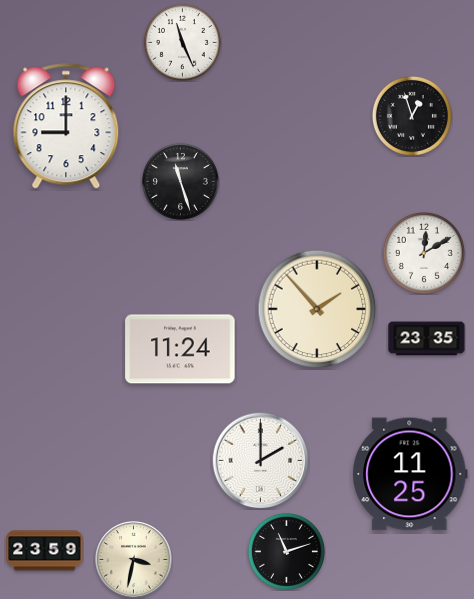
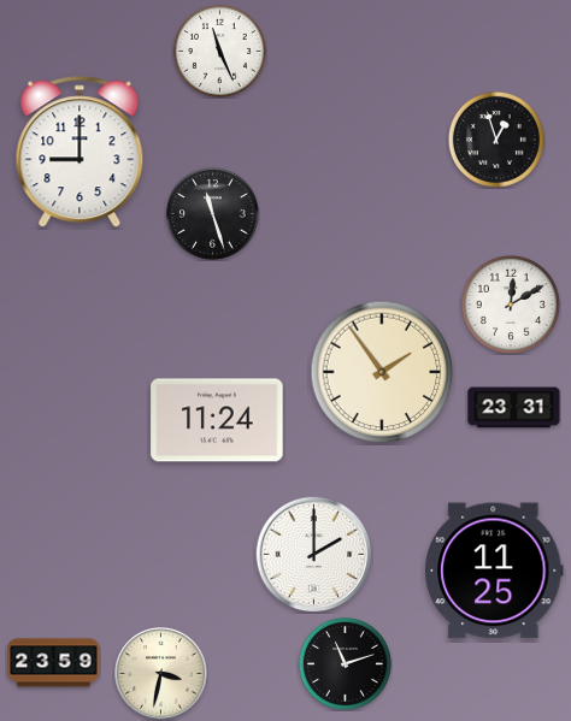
clock at (180, 181) position: (180, 181) -> (212, 213)
clock at (317, 309): 1:53 -> 1:54
clock at (427, 339): 23:35 -> 23:31
